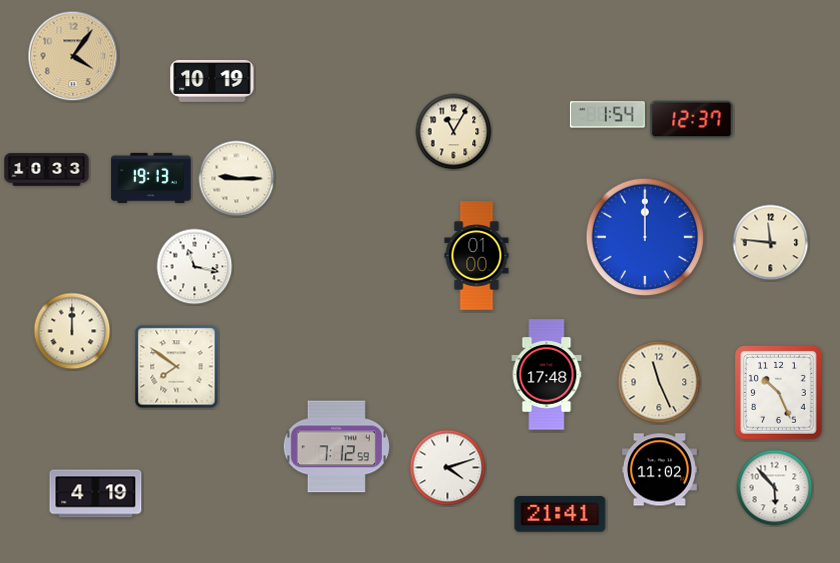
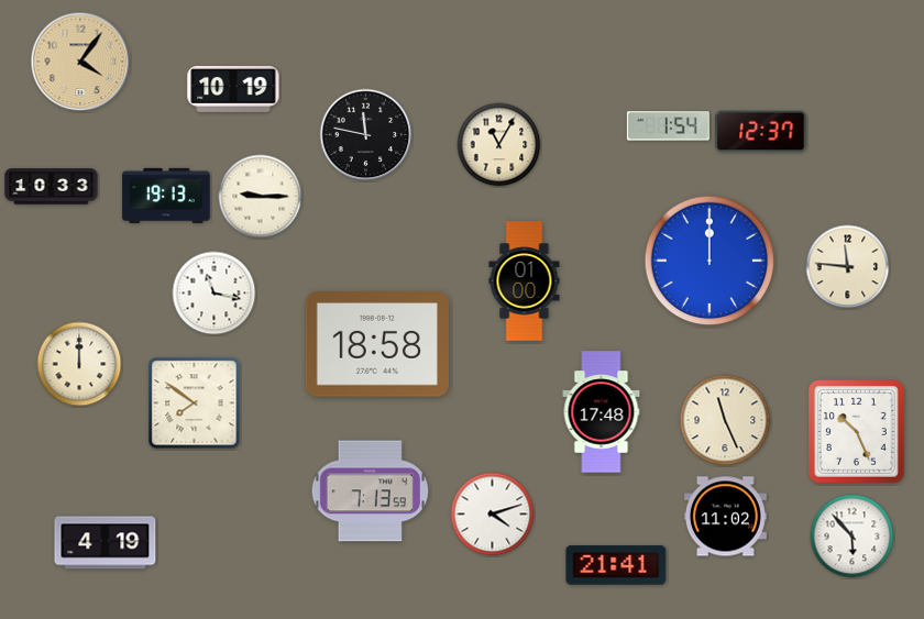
clock at (366, 135): none -> 11:47
clock at (377, 345): none -> 18:58
clock at (336, 447): 7:12 -> 7:13
